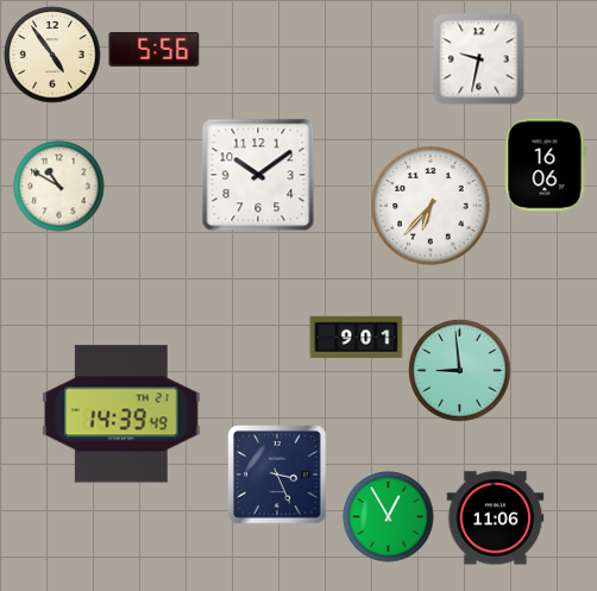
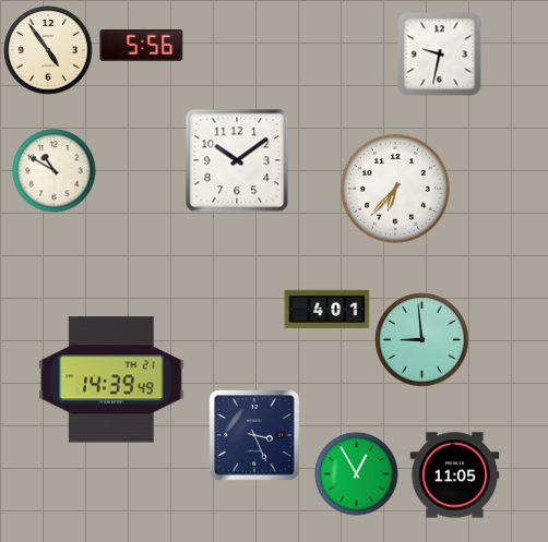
clock at (545, 165): 16:06 -> none
clock at (357, 337): 9:01 -> 4:01
clock at (496, 518): 11:06 -> 11:05
